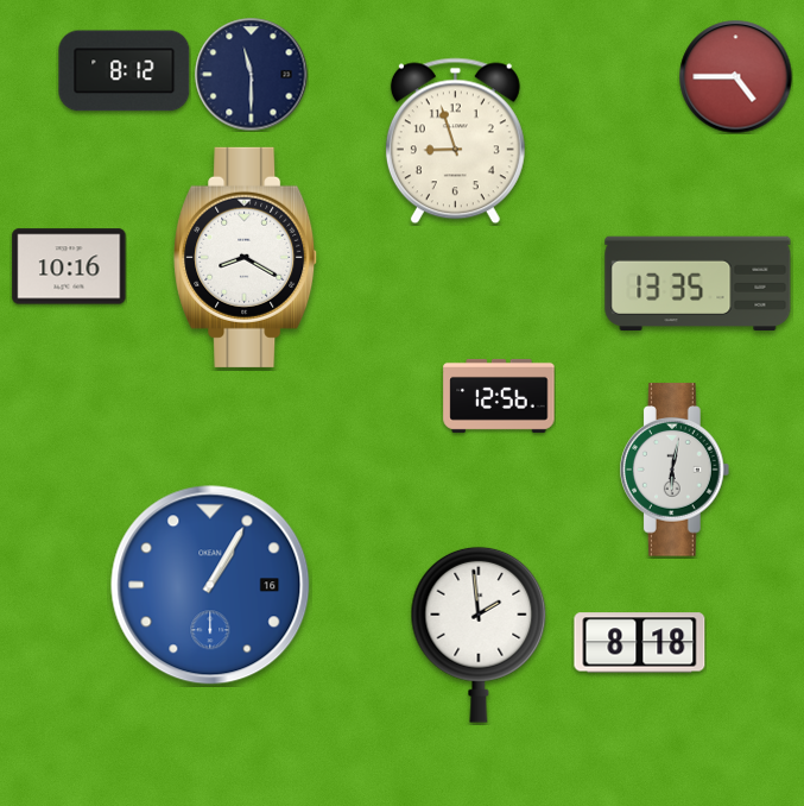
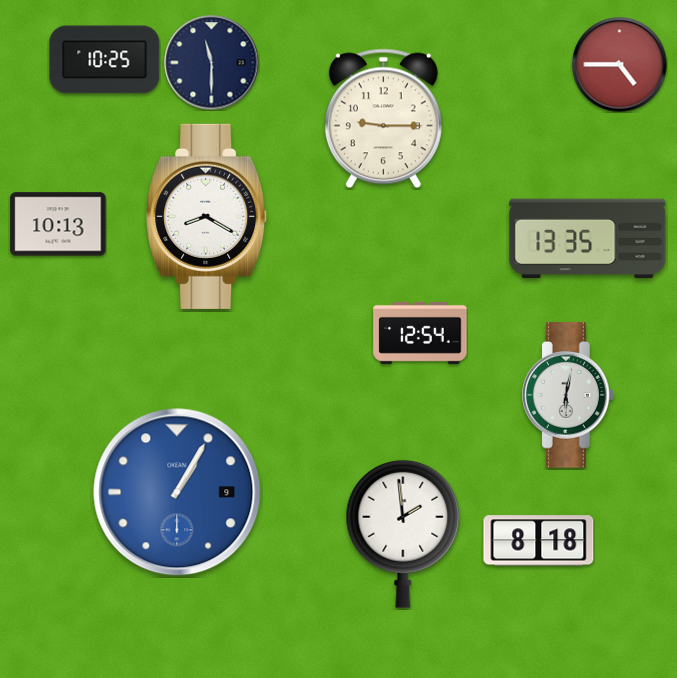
clock at (125, 71): 8:12 -> 10:25
clock at (455, 141): 8:57 -> 9:15
clock at (69, 266): 10:16 -> 10:13
clock at (499, 396): 12:56 -> 12:54
clock at (210, 585) date: 16 -> 9
